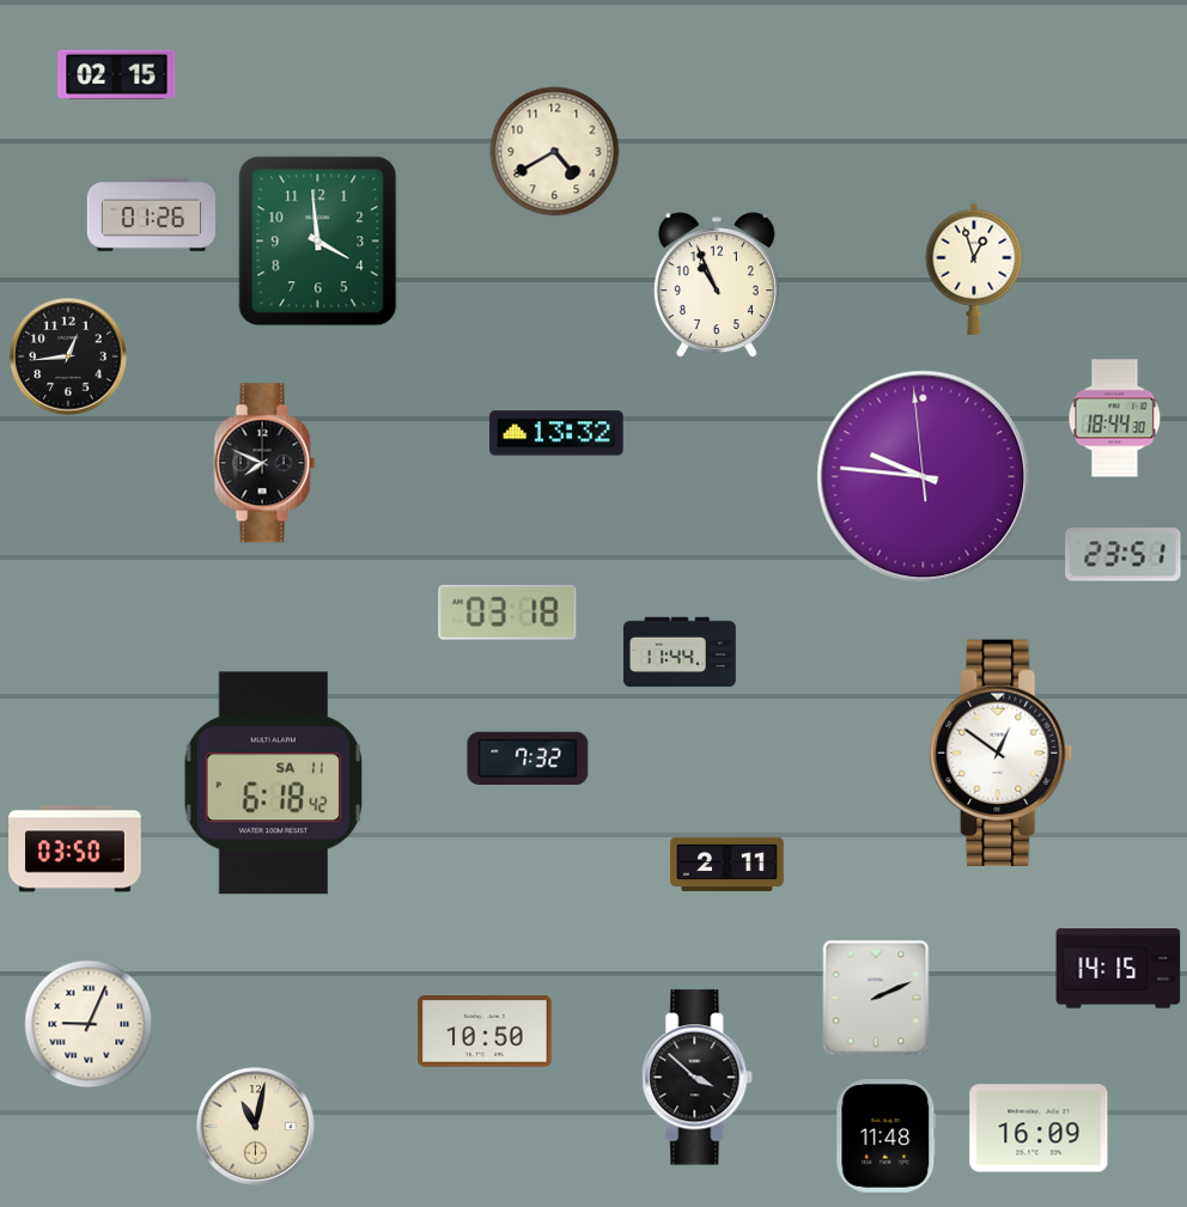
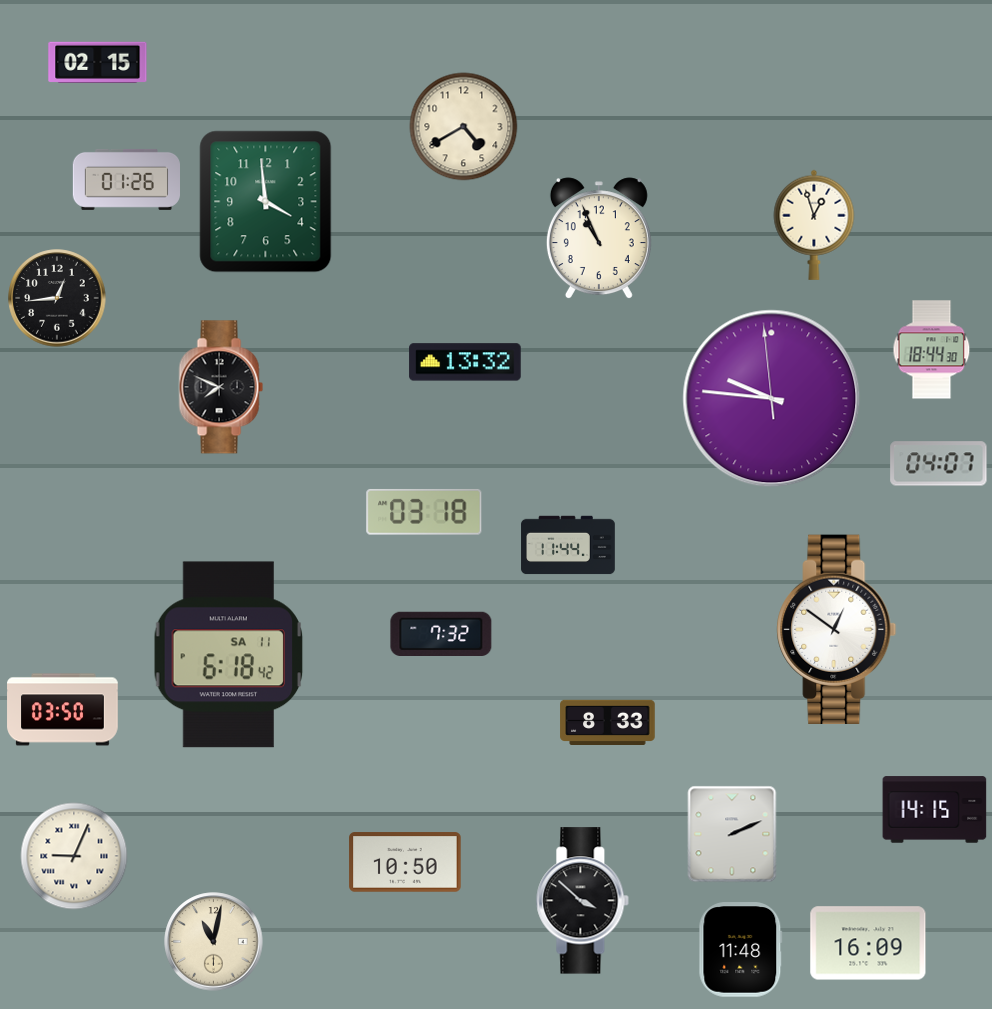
clock at (1124, 555): 23:51 -> 04:07
clock at (728, 865): 2:11 -> 8:33
